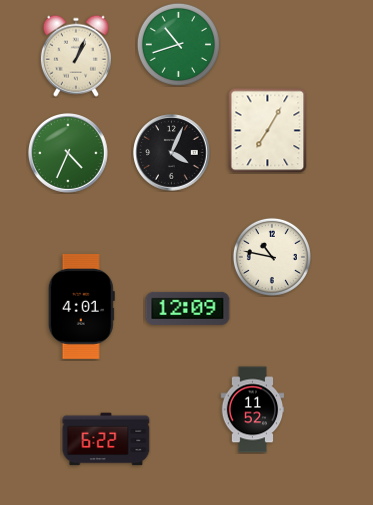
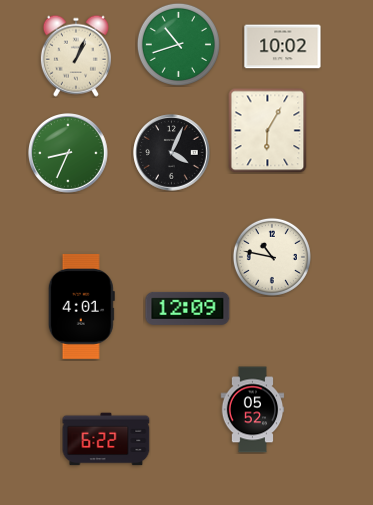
clock at (283, 47): none -> 10:02
clock at (268, 130): 7:05 -> 6:05
clock at (69, 154): 4:34 -> 8:34
clock at (253, 410): 11:52 -> 05:52
